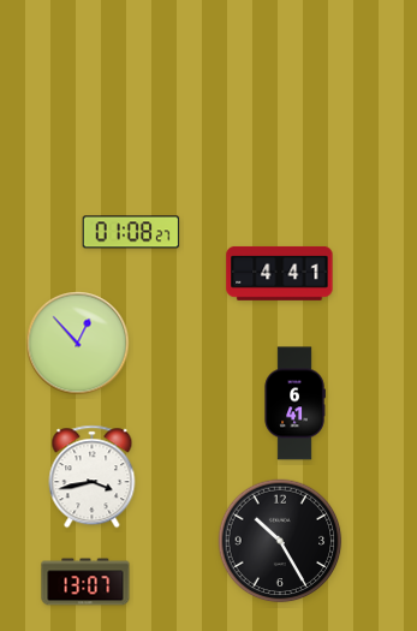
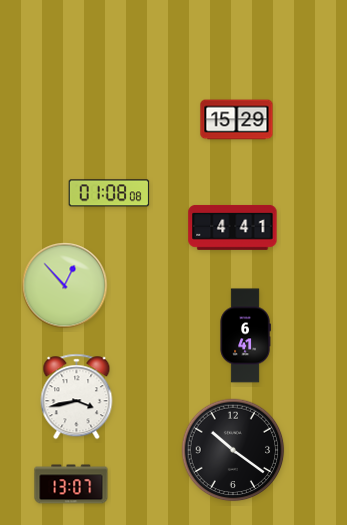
clock at (237, 120): none -> 15:29
clock at (131, 232): 01:08:27 -> 01:08:08
clock at (280, 541): 10:25 -> 10:21
